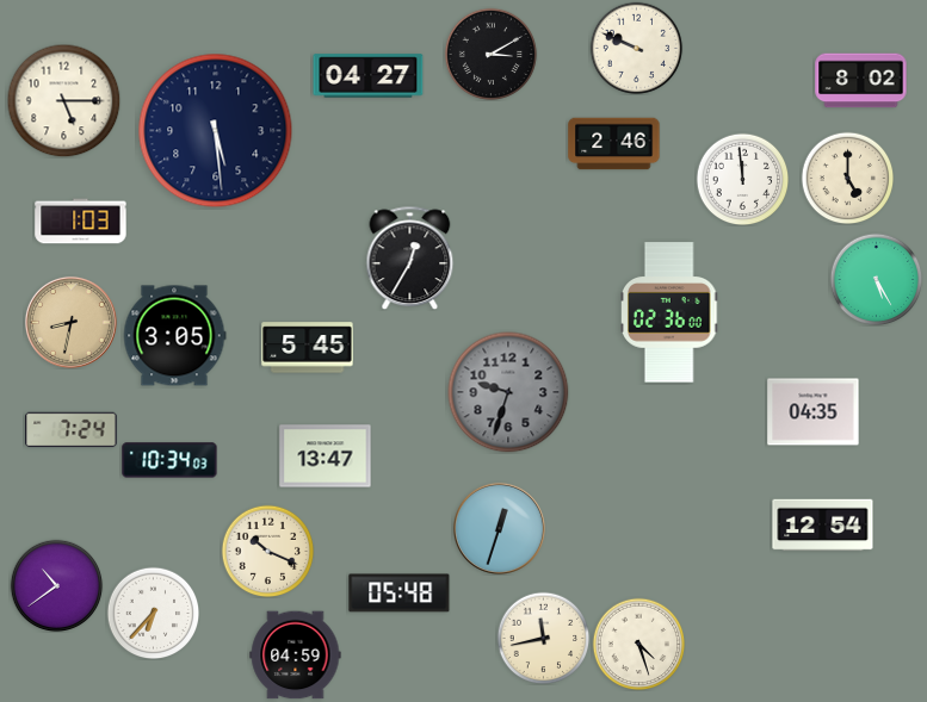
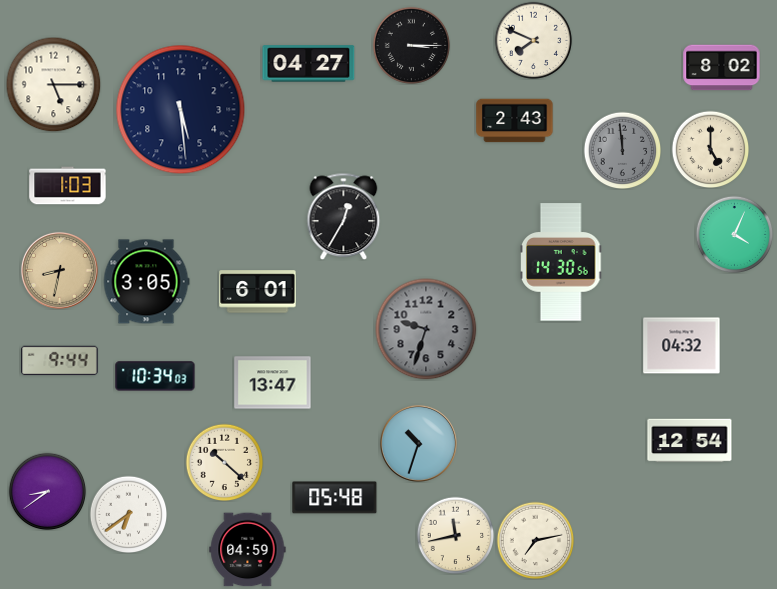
clock at (636, 48): 9:49 -> 7:49
clock at (490, 54): 3:10 -> 3:15
clock at (614, 144): 2:46 -> 2:43
clock at (742, 179) dial: white -> grey
clock at (876, 279): 5:25 -> 4:04
clock at (670, 312): 02:36 -> 14:30
clock at (308, 348): 5:45 -> 6:01
clock at (814, 412): 04:35 -> 04:32
clock at (72, 430): 7:24 -> 9:44
clock at (169, 460) position: (169, 460) -> (155, 376)
clock at (499, 528): 12:33 -> 10:33
clock at (267, 551): 10:19 -> 10:22
clock at (56, 585): 10:39 -> 8:39
clock at (153, 613): 6:37 -> 6:39
clock at (638, 644): 4:27 -> 7:13
